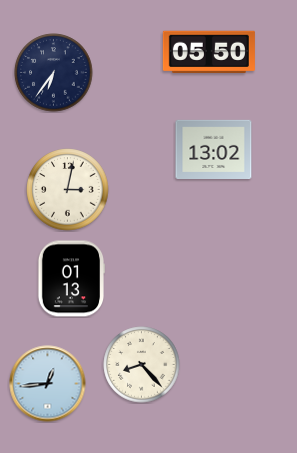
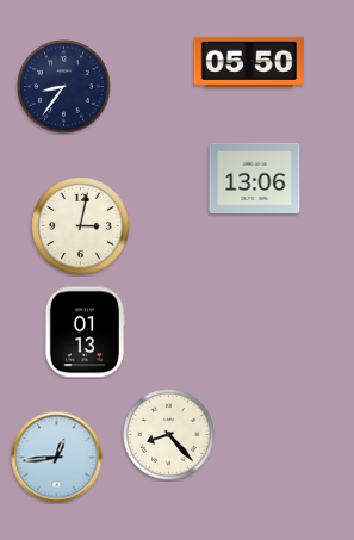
clock at (54, 73): 6:36 -> 8:36
clock at (214, 150): 13:02 -> 13:06
